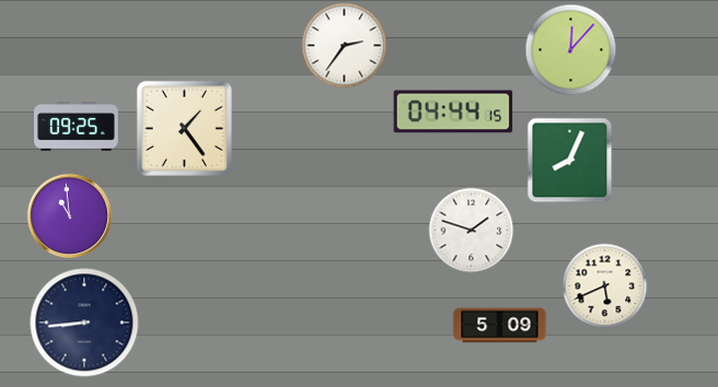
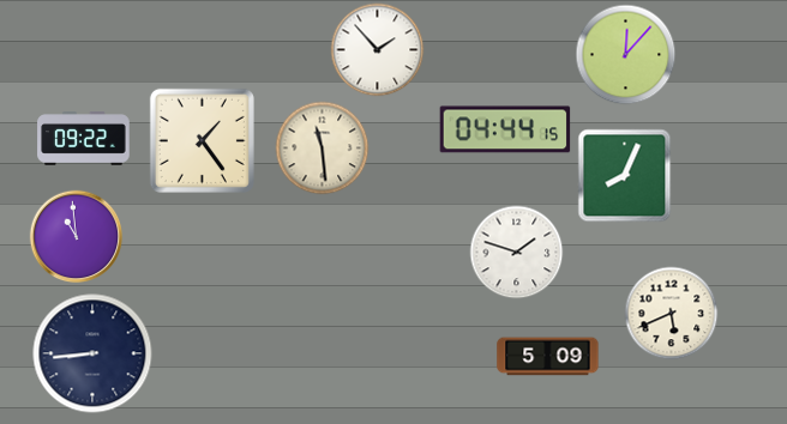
clock at (344, 45): 2:36 -> 1:53
clock at (453, 112) position: (453, 112) -> (505, 129)
clock at (77, 127): 09:25 -> 09:22
clock at (322, 147): none -> 11:29
clock at (604, 285) position: (604, 285) -> (671, 313)
